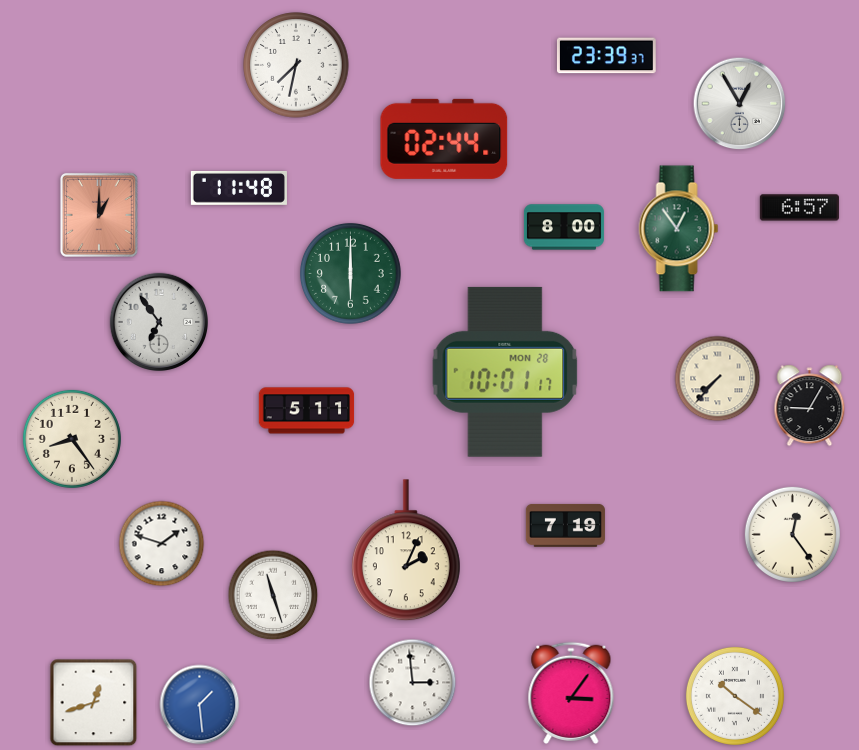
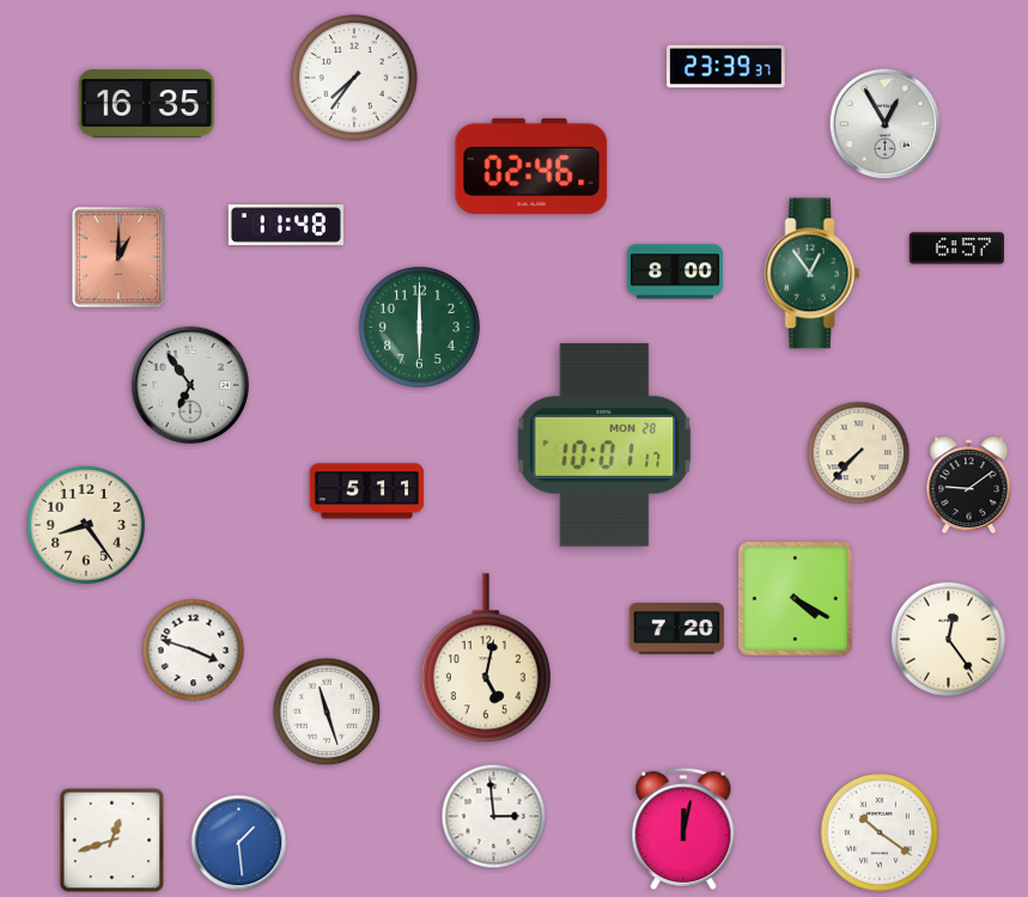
clock at (296, 65): 7:32 -> 7:36
clock at (146, 104): none -> 16:35
clock at (444, 139): 02:44 -> 02:46
clock at (810, 406): 9:05 -> 9:09
clock at (795, 598): none -> 4:20
clock at (565, 525): 7:19 -> 7:20
clock at (162, 544): 1:48 -> 3:48
clock at (406, 551): 2:04 -> 5:02
clock at (571, 693): 3:06 -> 12:02
